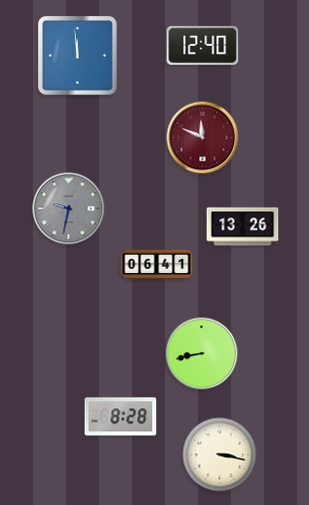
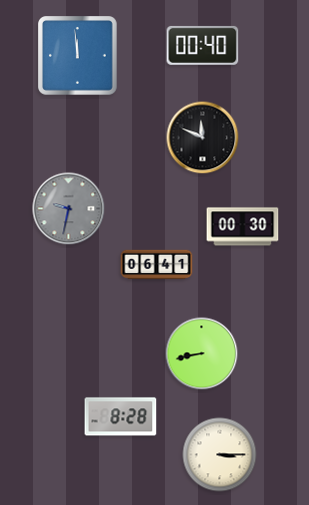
clock at (203, 45): 12:40 -> 00:40
clock at (203, 138) dial: burgundy -> black
clock at (243, 227): 13:26 -> 00:30
clock at (220, 455): 3:17 -> 3:15
